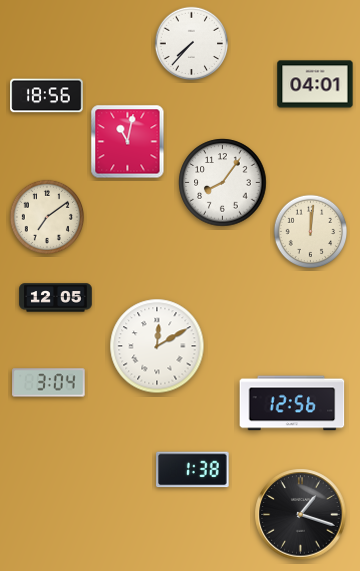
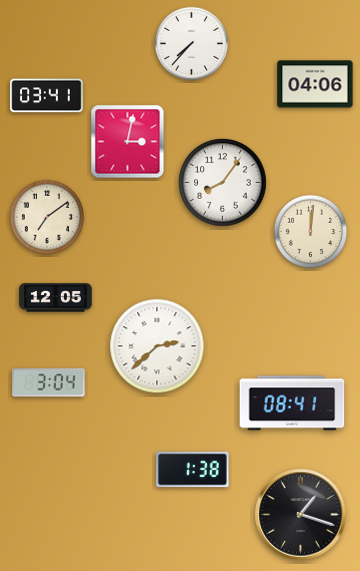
clock at (315, 84): 04:01 -> 04:06
clock at (47, 96): 18:56 -> 03:41
clock at (128, 142): 11:02 -> 3:02
clock at (157, 346): 12:10 -> 2:38
clock at (292, 403): 12:56 -> 08:41
